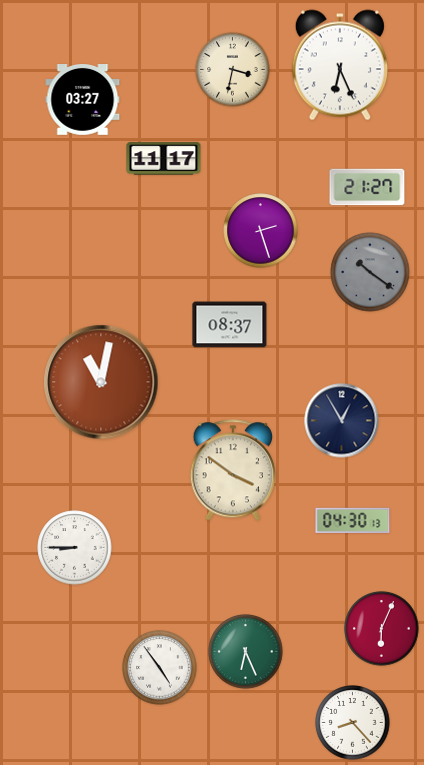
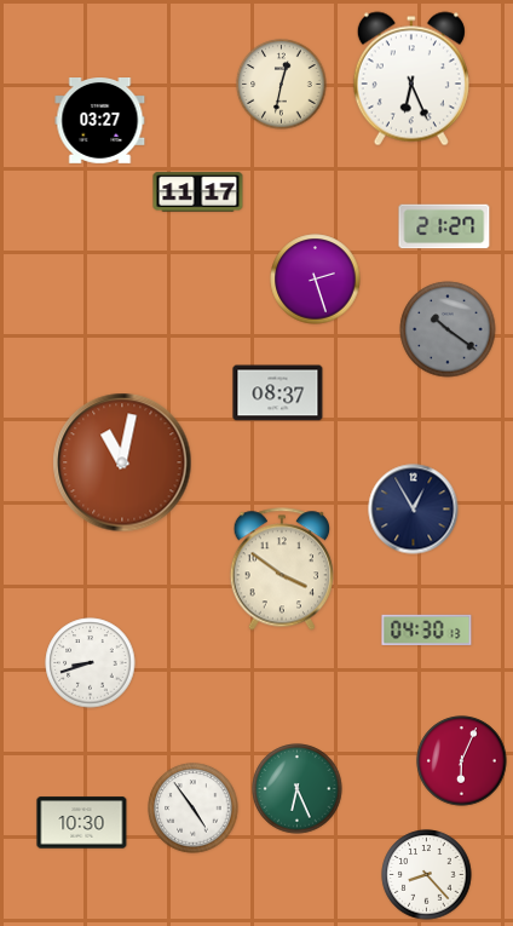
clock at (233, 70): 3:32 -> 12:32
clock at (75, 548): 8:45 -> 8:42
clock at (82, 823): none -> 10:30
